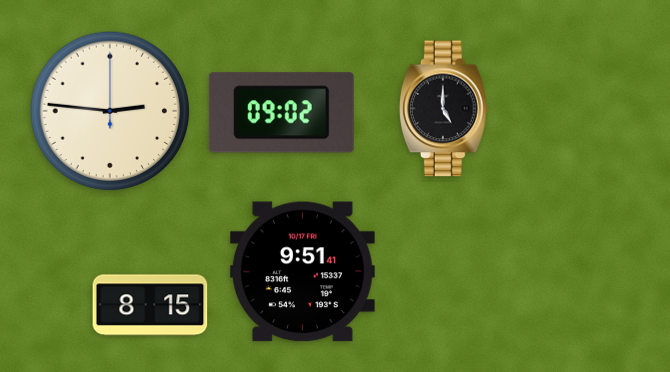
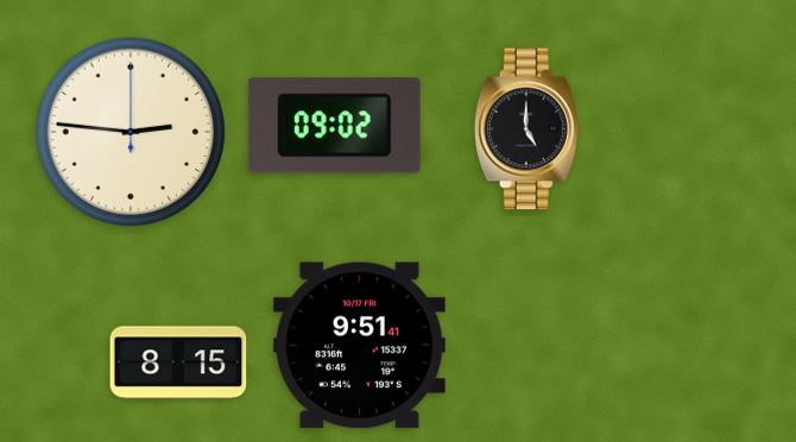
clock at (281, 113) position: (281, 113) -> (334, 126)
clock at (302, 272) position: (302, 272) -> (359, 346)
